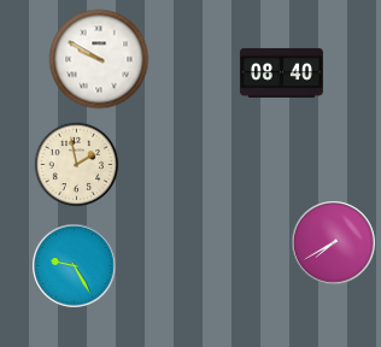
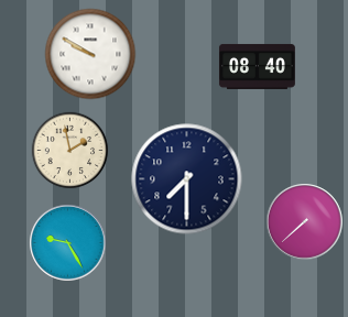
clock at (187, 179): none -> 7:30
clock at (334, 243): 7:40 -> 7:38
